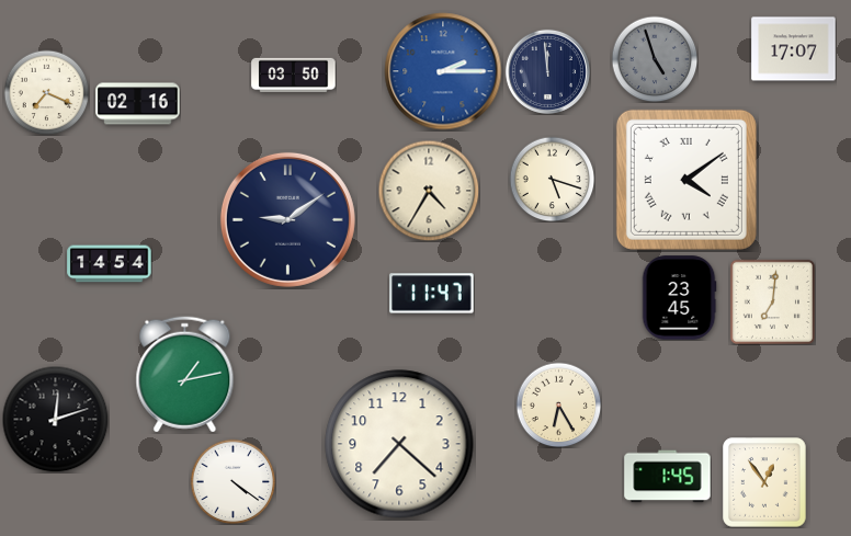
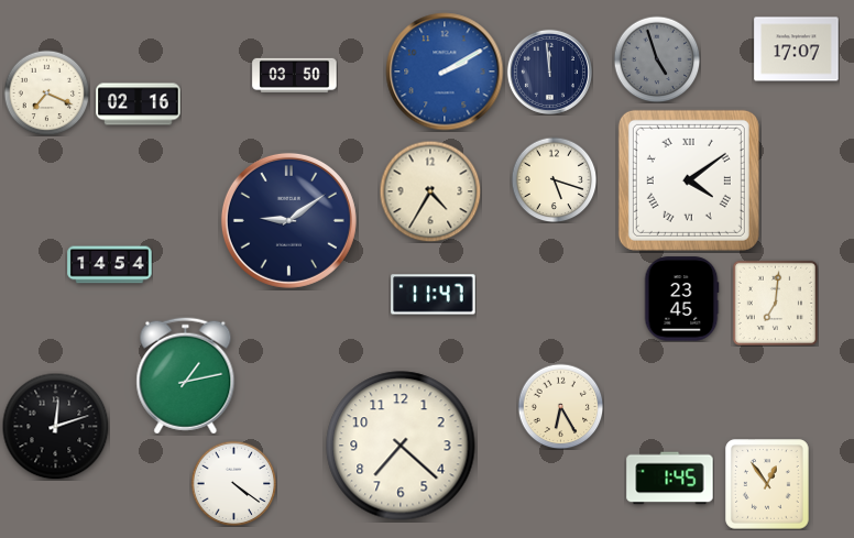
clock at (443, 71): 2:15 -> 2:10
clock at (55, 419) position: (55, 419) -> (55, 426)
